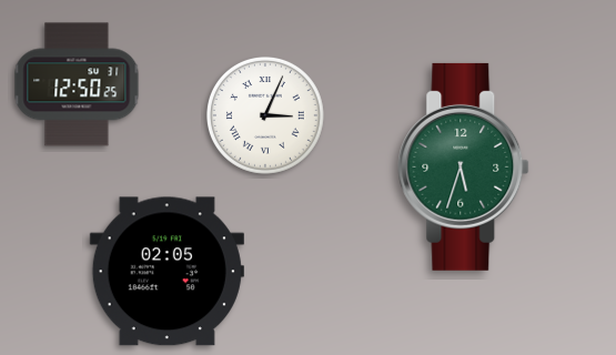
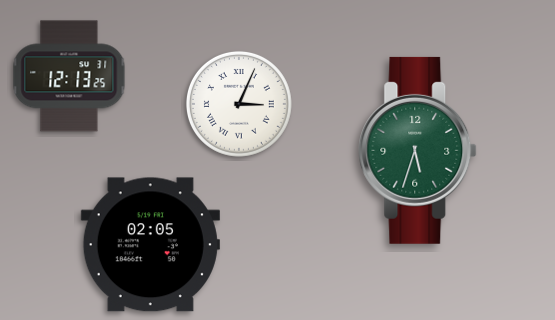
clock at (77, 84): 12:50 -> 12:13
